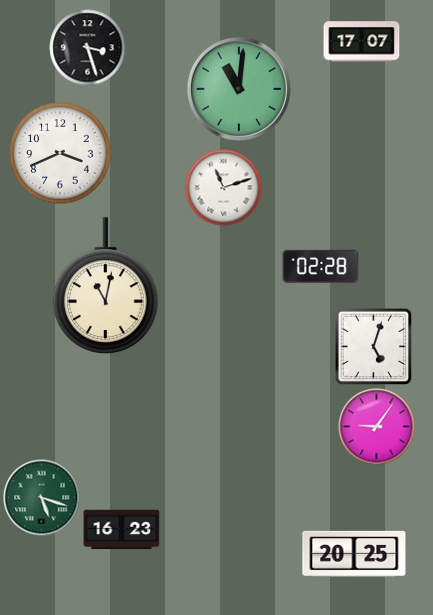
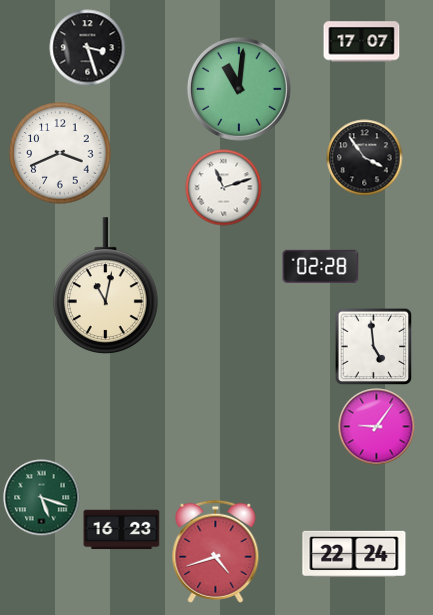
clock at (365, 158): none -> 3:54
clock at (373, 346): 5:03 -> 4:59
clock at (216, 551): none -> 4:42
clock at (354, 554): 20:25 -> 22:24
